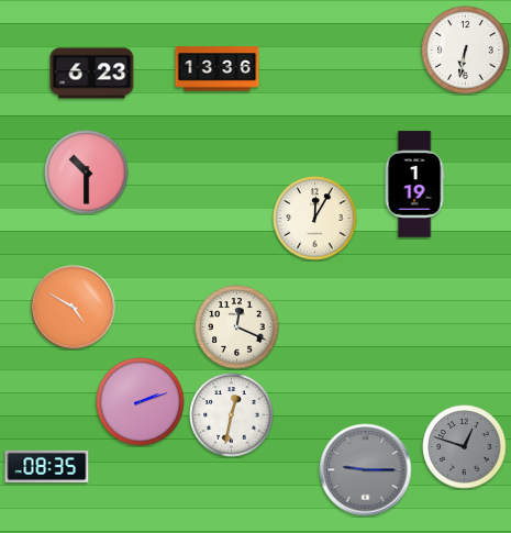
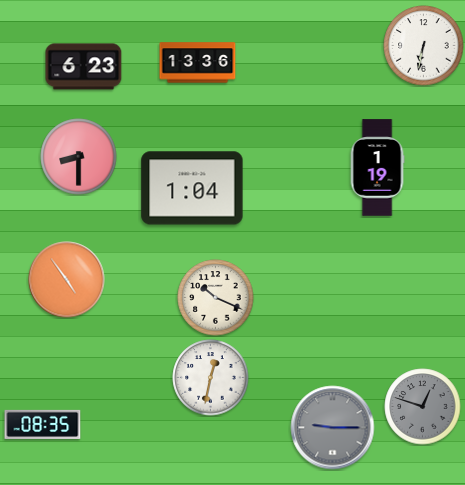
clock at (87, 173): 10:30 -> 8:30
clock at (192, 188): none -> 1:04
clock at (315, 219): 12:05 -> none
clock at (74, 308): 4:50 -> 4:54
clock at (237, 327): 12:19 -> 10:19
clock at (141, 402): 2:12 -> none
